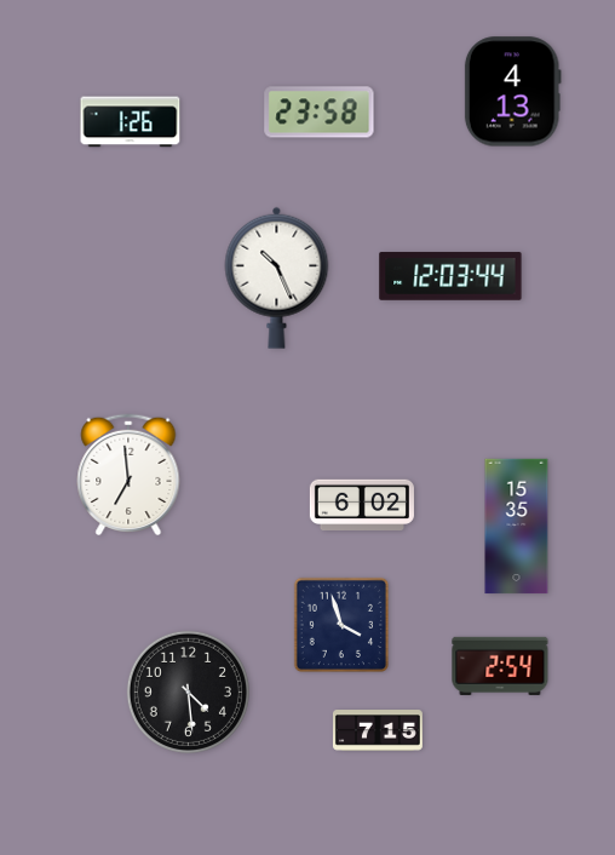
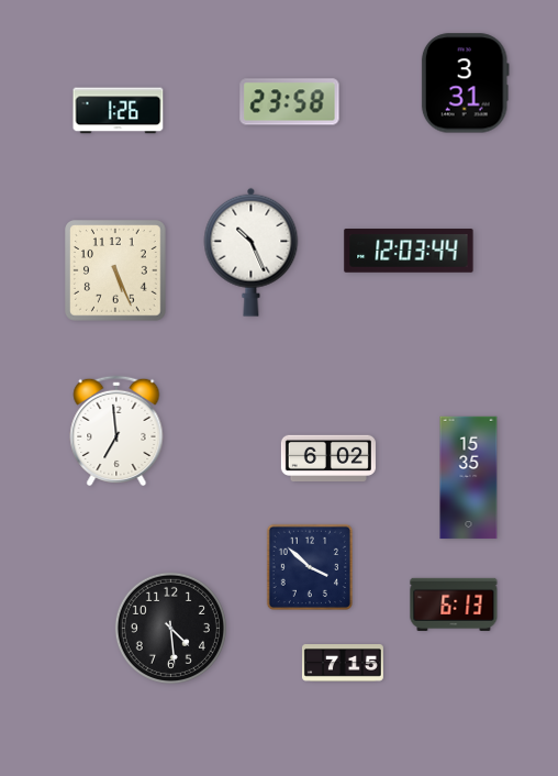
clock at (512, 92): 4:13 -> 3:31
clock at (116, 271): none -> 5:26
clock at (340, 624): 3:57 -> 3:52
clock at (500, 666): 2:54 -> 6:13
